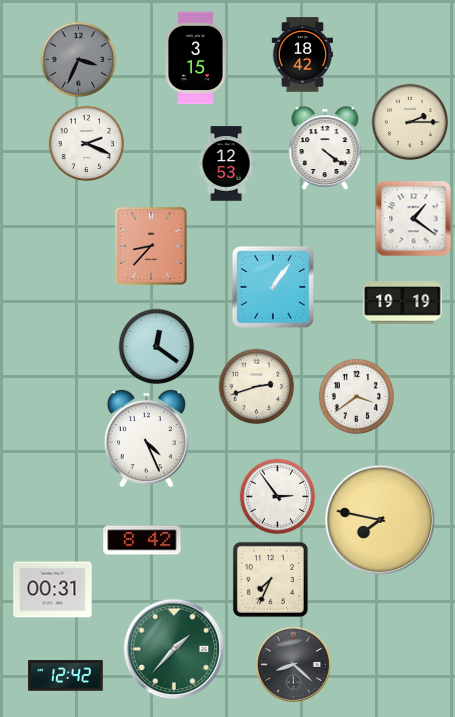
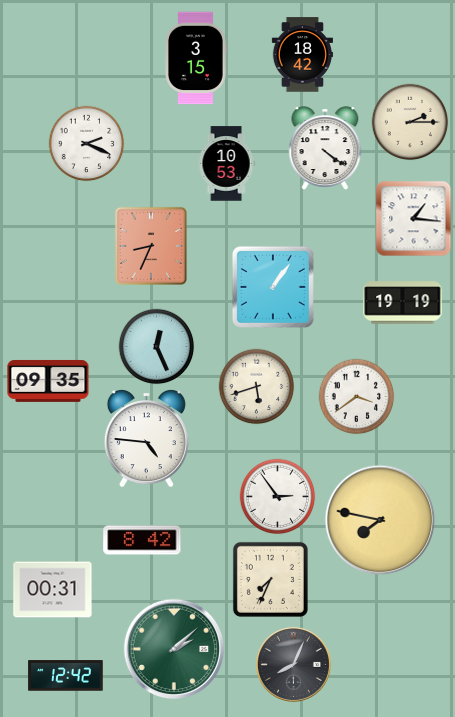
clock at (79, 60): 3:34 -> none
clock at (226, 164): 12:53 -> 10:53
clock at (414, 219): 1:21 -> 1:16
clock at (151, 246): 8:37 -> 8:34
clock at (157, 347): 12:21 -> 12:26
clock at (48, 381): none -> 09:35
clock at (257, 387): 2:42 -> 5:42
clock at (146, 439): 4:26 -> 4:46
clock at (174, 649): 1:37 -> 2:08
clock at (293, 664): 8:22 -> 8:04
